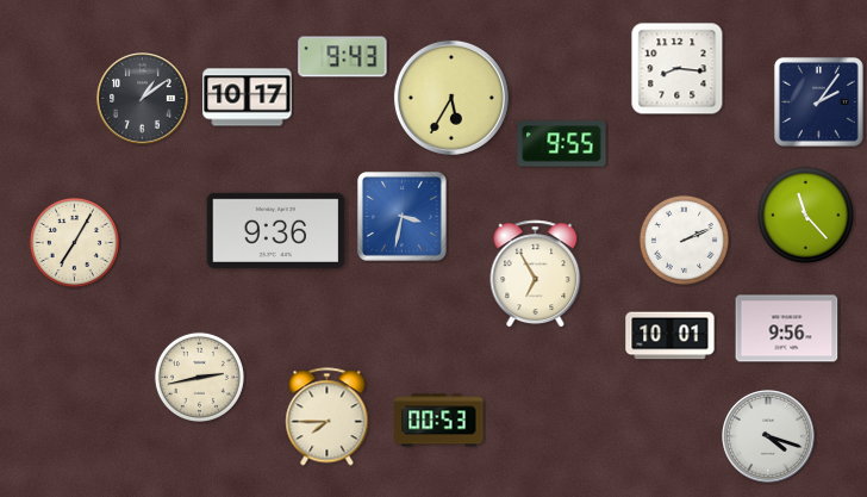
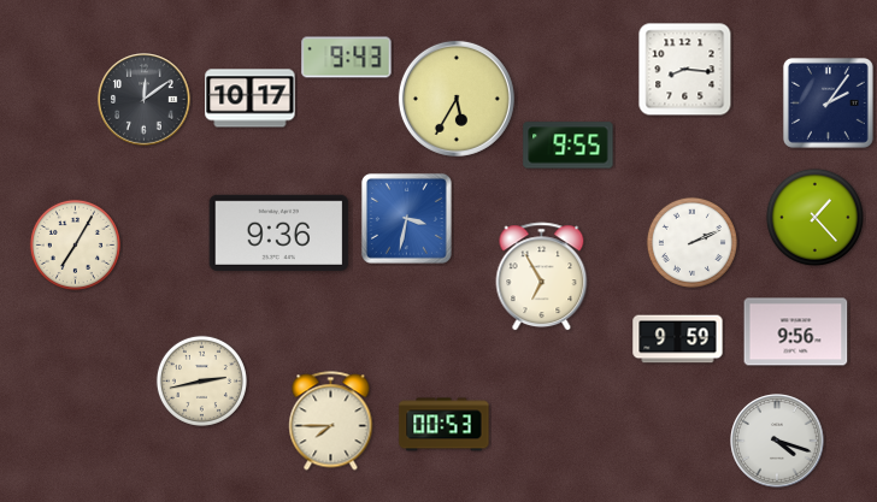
clock at (143, 99): 1:09 -> 12:09
clock at (805, 215): 11:23 -> 1:23
clock at (670, 336): 10:01 -> 9:59
